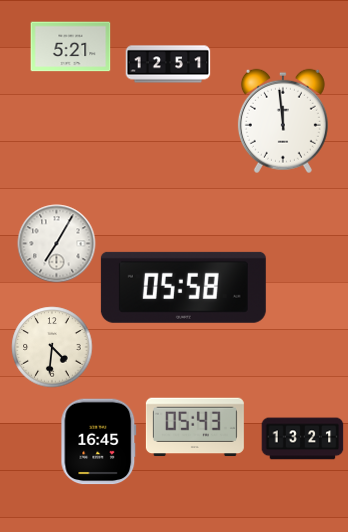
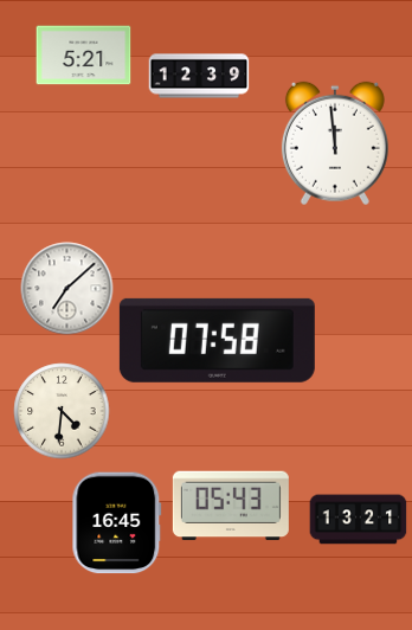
clock at (168, 64): 12:51 -> 12:39
clock at (56, 243): 7:05 -> 7:08
clock at (183, 287): 05:58 -> 07:58
